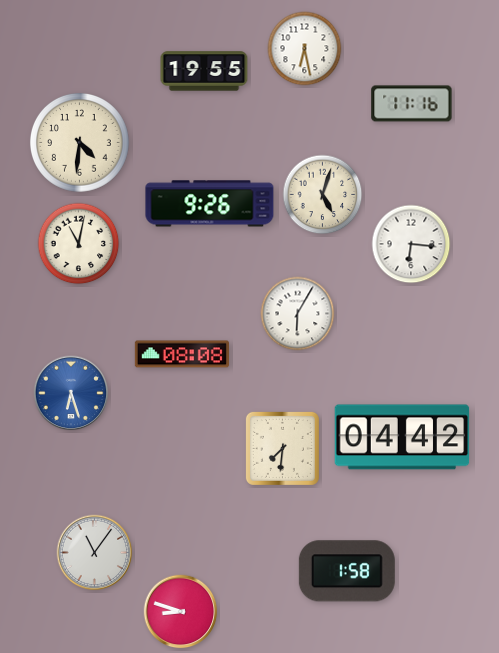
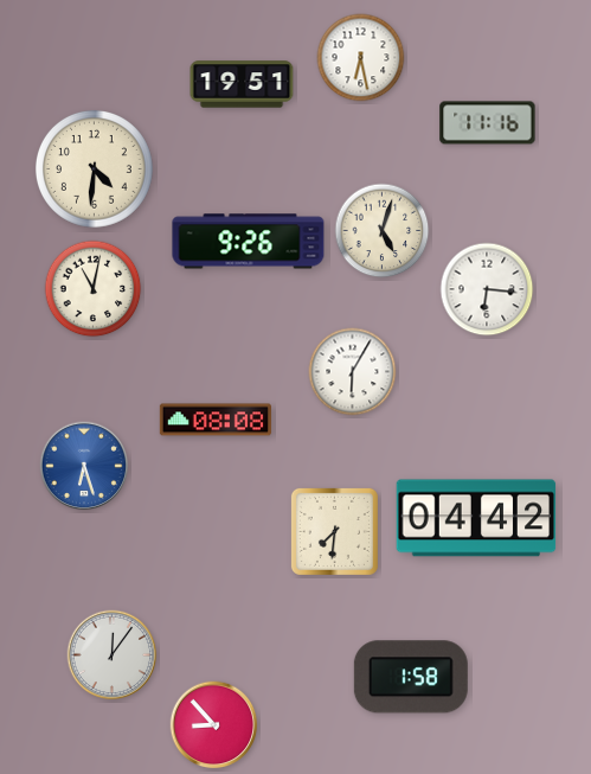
clock at (204, 71): 19:55 -> 19:51
clock at (95, 553): 11:06 -> 12:06
clock at (181, 612): 8:48 -> 8:53
